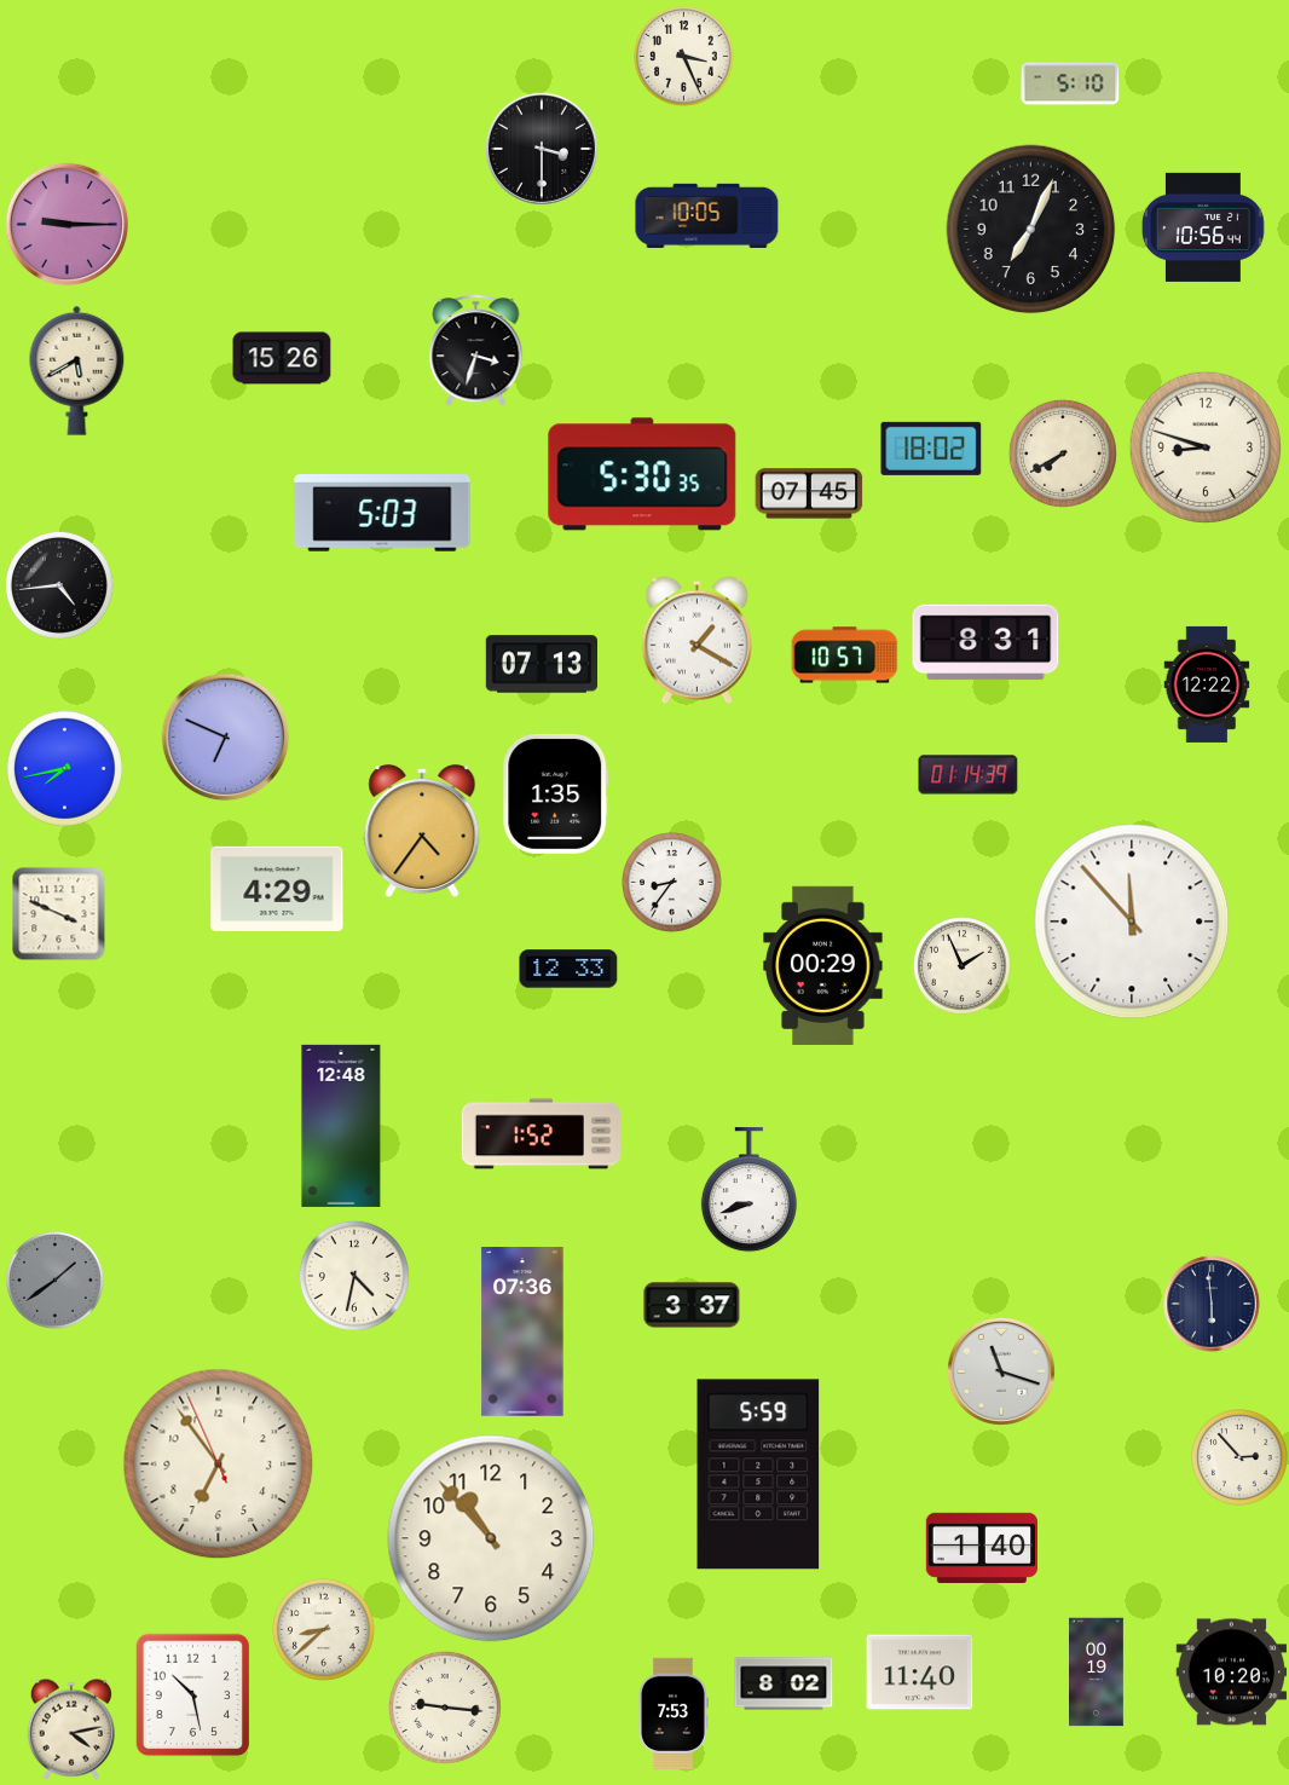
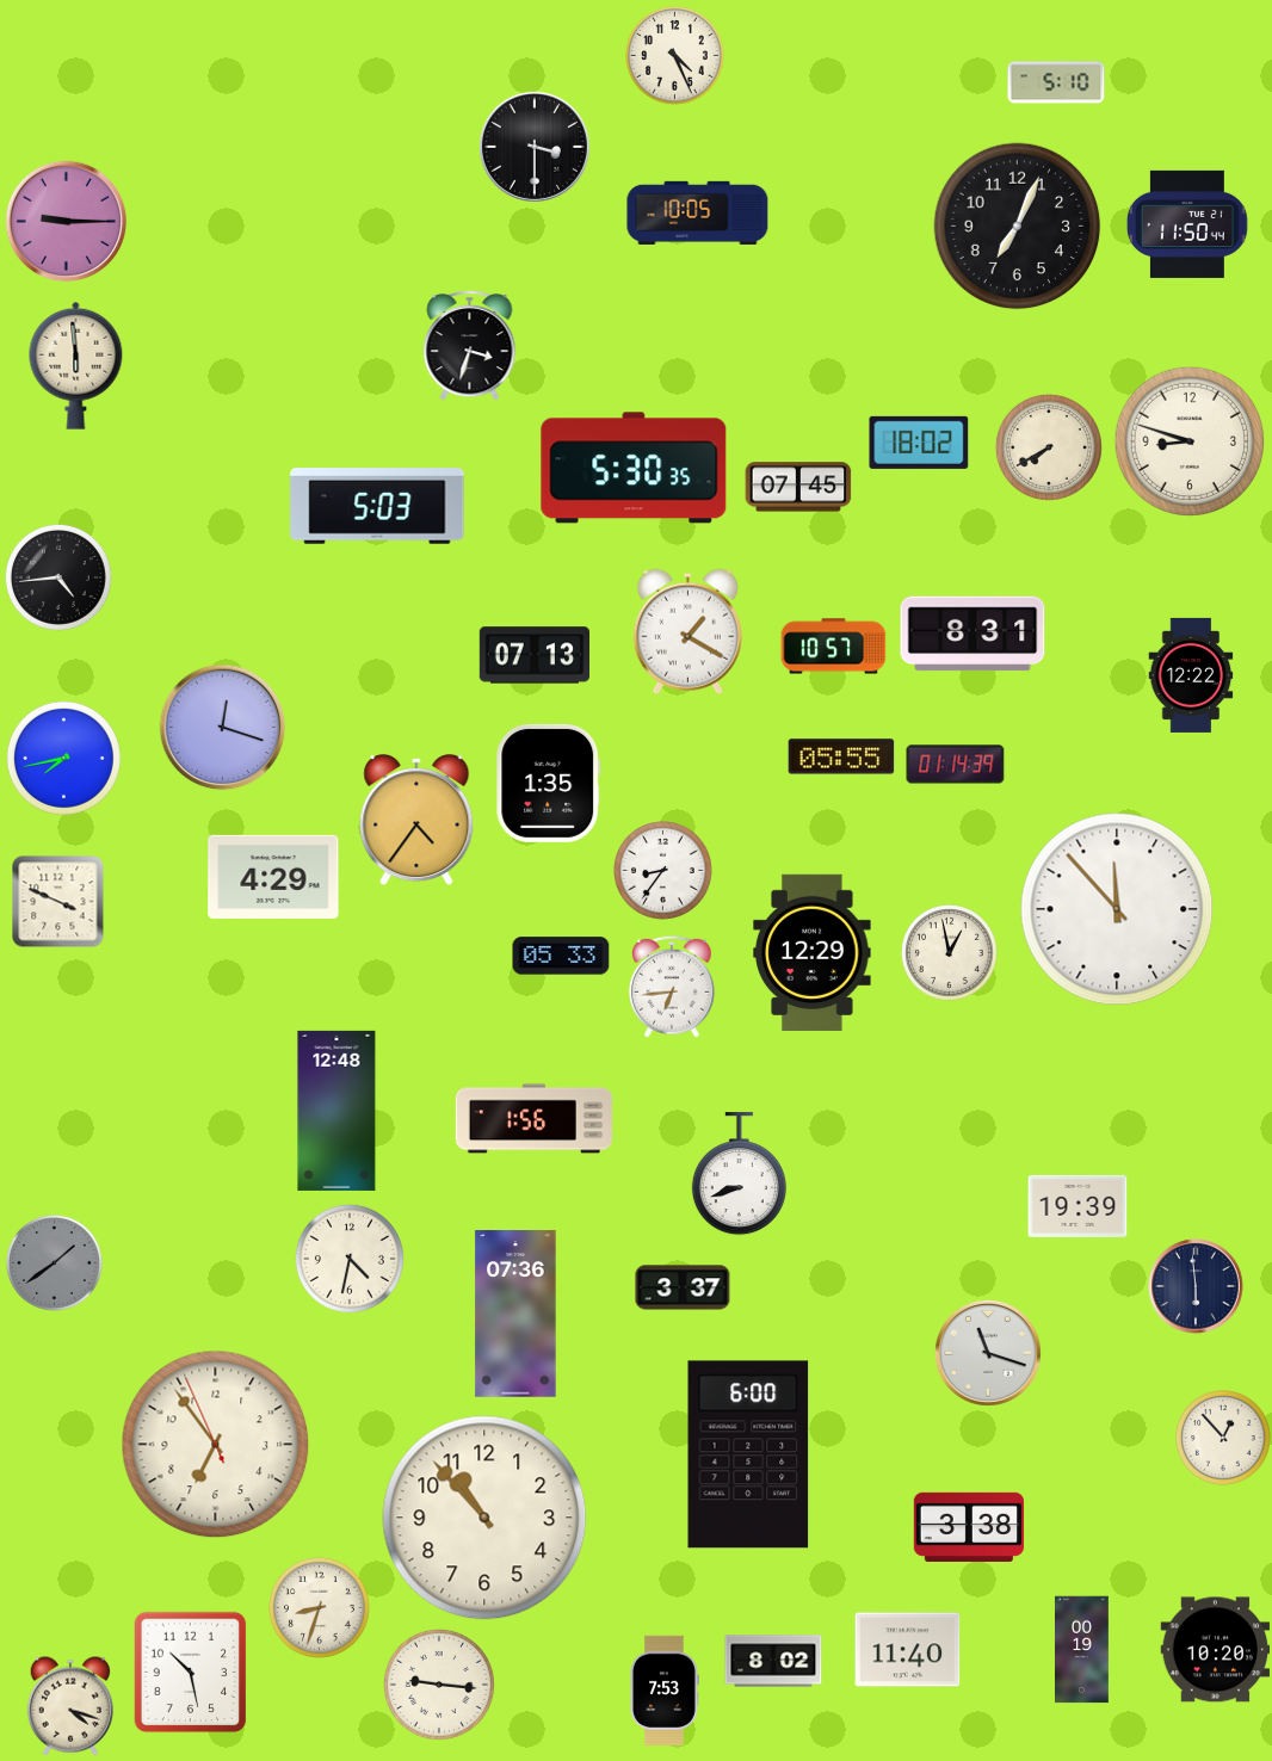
clock at (684, 57): 3:26 -> 4:26
clock at (1203, 227): 10:56 -> 11:50
clock at (282, 358): 15:26 -> none
clock at (77, 370): 5:40 -> 5:59
clock at (226, 738): 6:49 -> 12:18
clock at (841, 756): none -> 05:55
clock at (823, 965): 00:29 -> 12:29
clock at (963, 966): 1:56 -> 12:58
clock at (568, 969): 12:33 -> 05:33
clock at (672, 987): none -> 6:44
clock at (541, 1134): 1:52 -> 1:56
clock at (1078, 1206): none -> 19:39
clock at (1241, 1458): 2:53 -> 12:53
clock at (758, 1474): 5:59 -> 6:00
clock at (981, 1548): 1:40 -> 3:38
clock at (323, 1629): 8:38 -> 8:33
clock at (70, 1729): 4:13 -> 4:18
